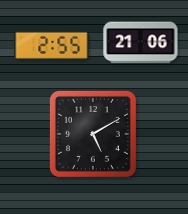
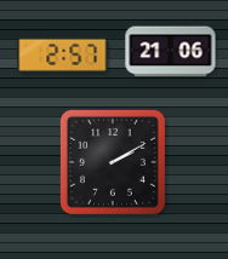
clock at (52, 45): 2:55 -> 2:57
clock at (93, 134): 5:10 -> 2:10
